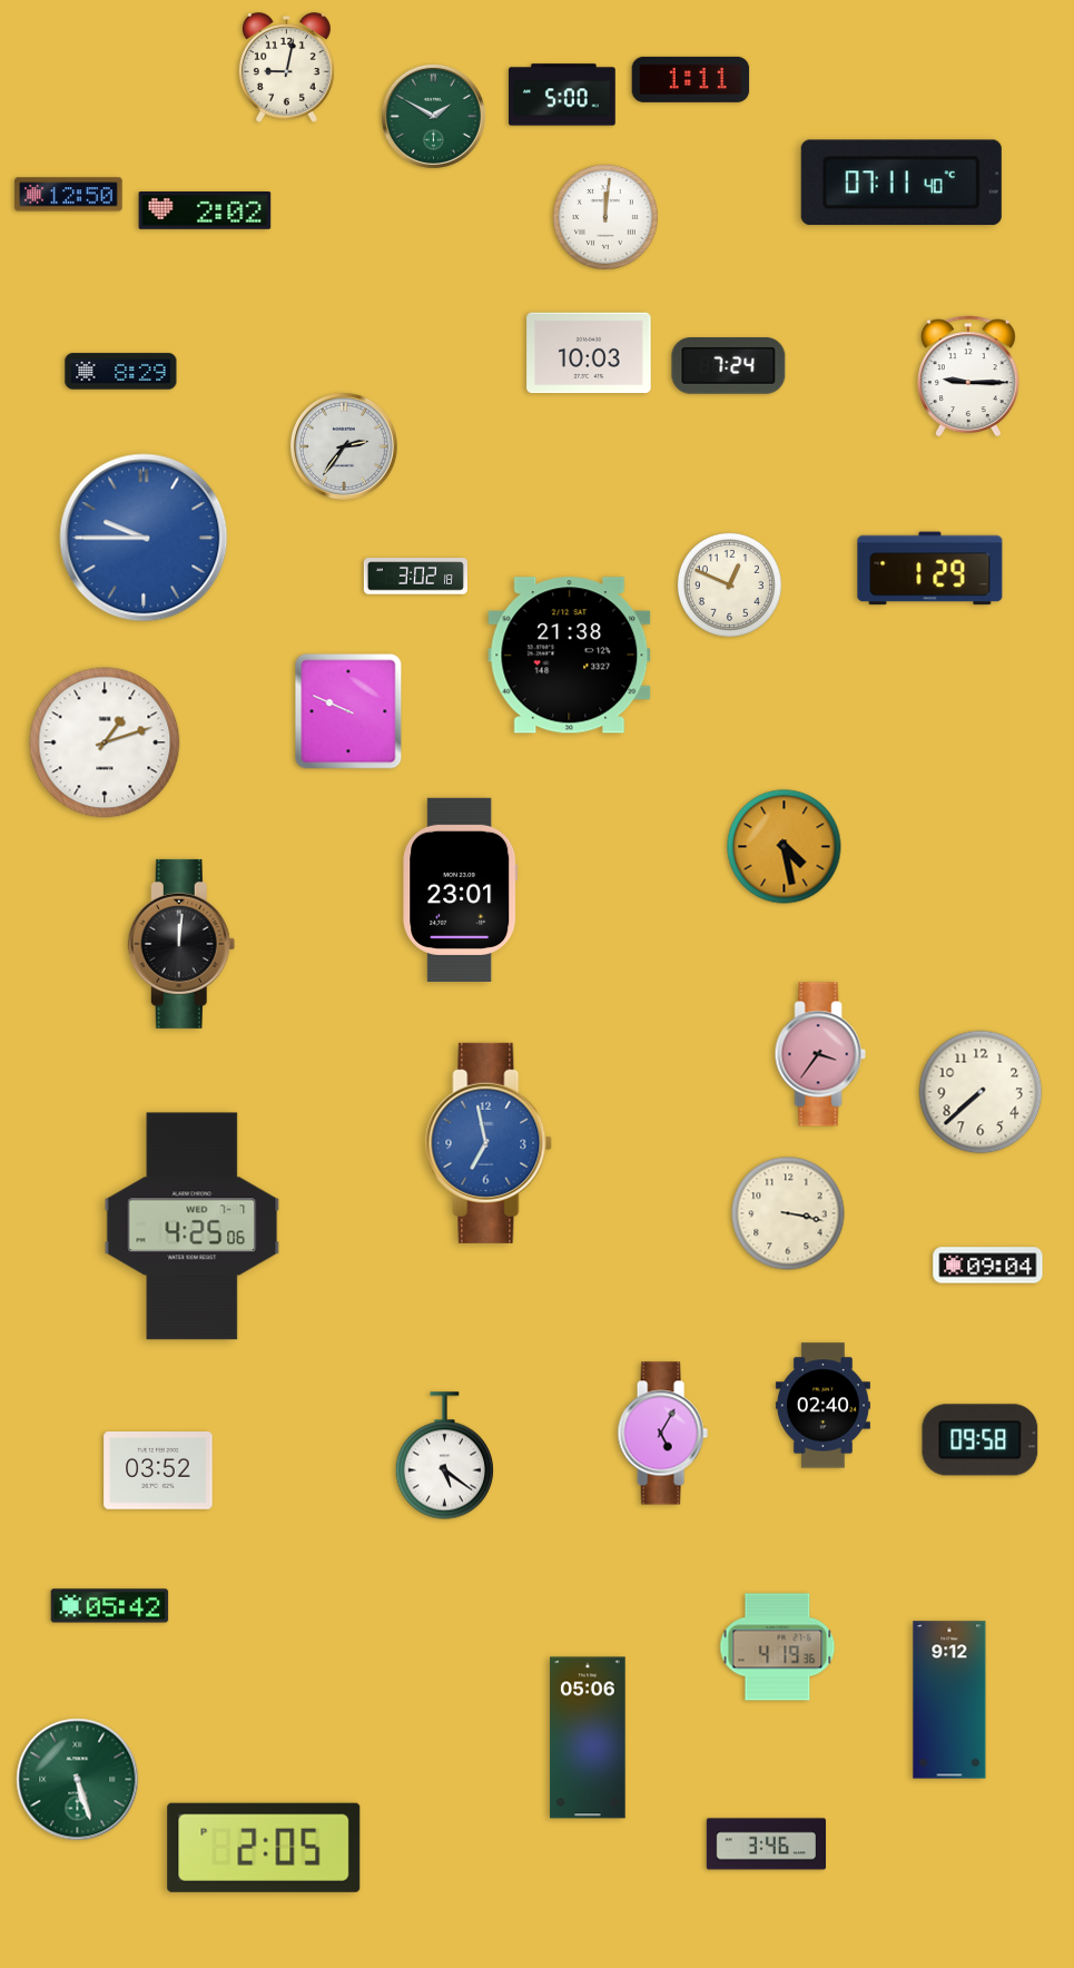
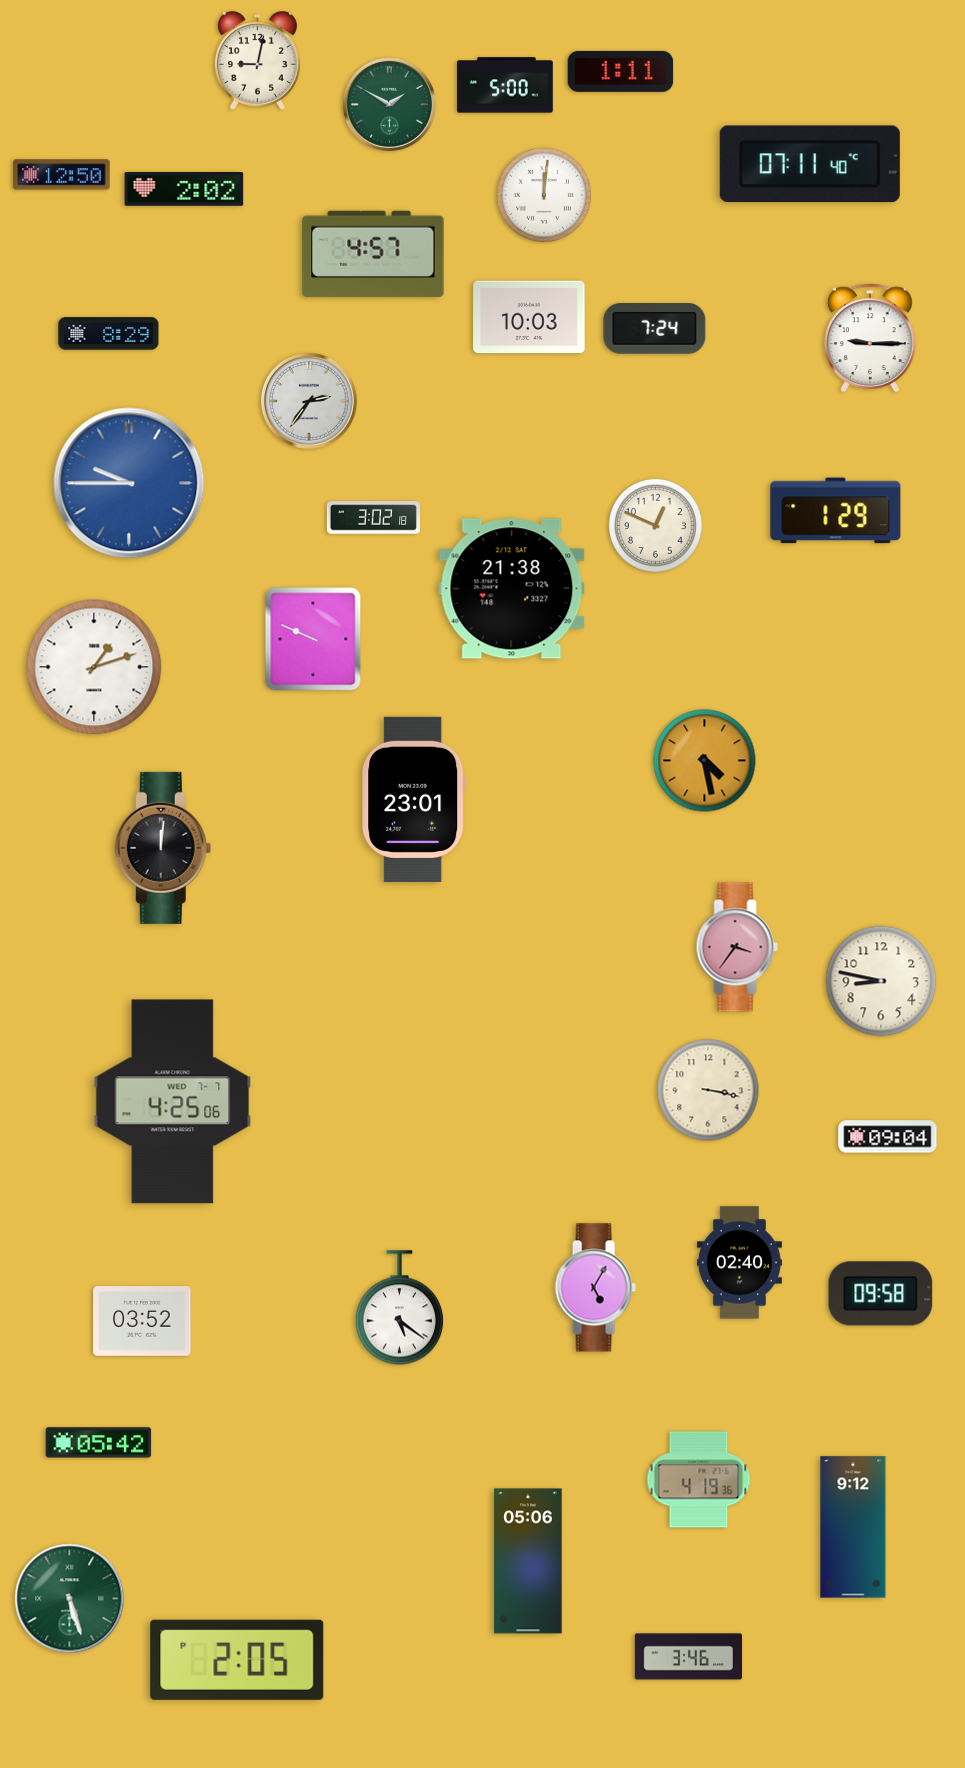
clock at (373, 254): none -> 4:57
clock at (981, 1092): 7:38 -> 8:47
clock at (489, 1143): 6:58 -> none
